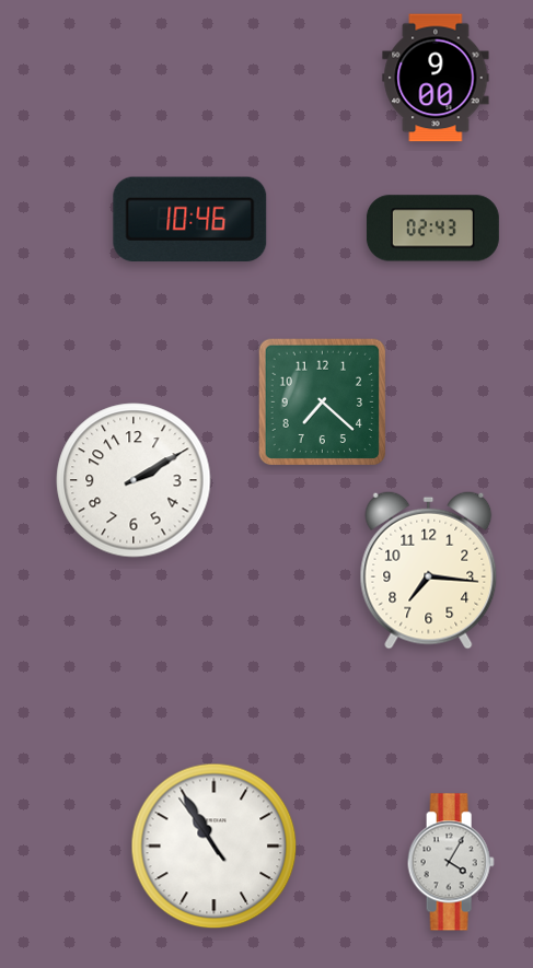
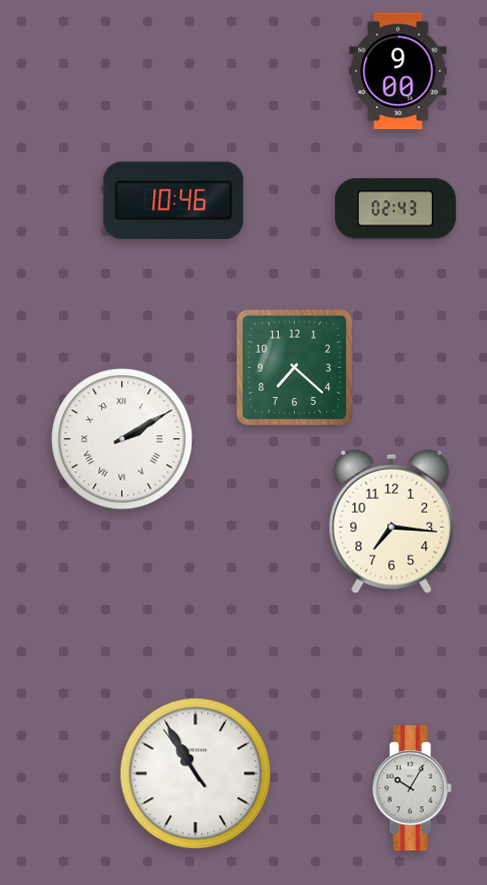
clock at (134, 480) numerals: Arabic -> Roman
clock at (451, 862): 4:05 -> 10:05
